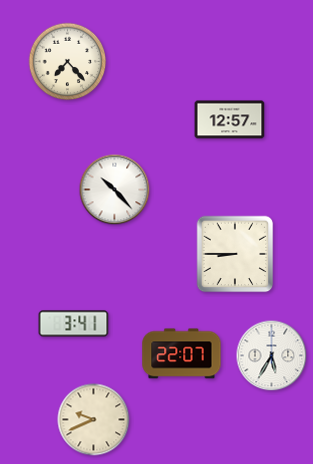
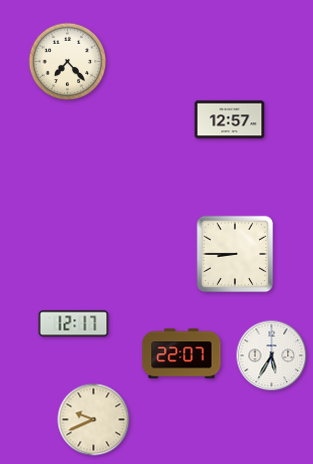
clock at (115, 190): 10:23 -> none
clock at (74, 324): 3:41 -> 12:17
